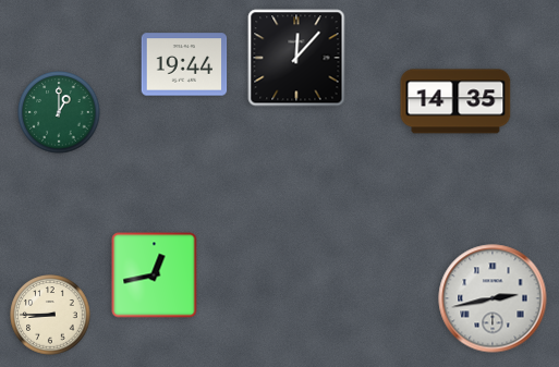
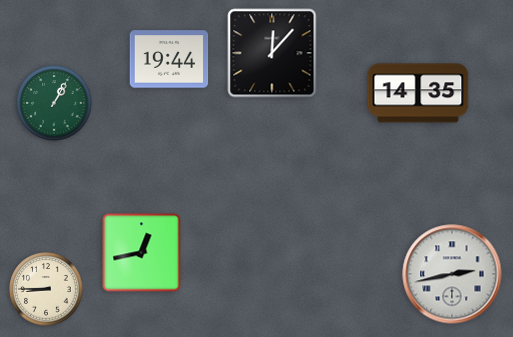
clock at (59, 112): 1:00 -> 1:05
